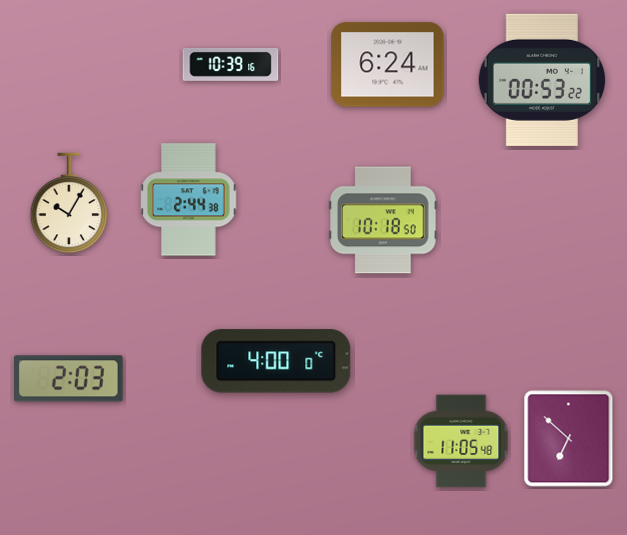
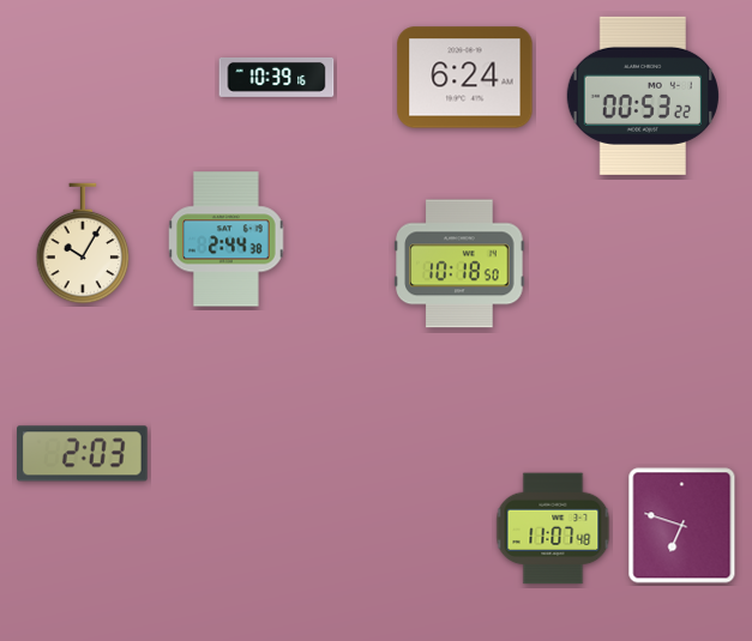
clock at (541, 80) position: (541, 80) -> (642, 96)
clock at (276, 361): 4:00 -> none
clock at (569, 439): 6:52 -> 6:48
clock at (461, 441): 11:05 -> 11:07
